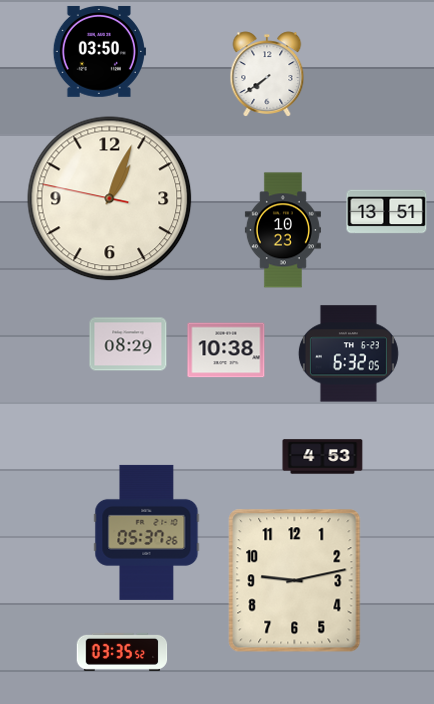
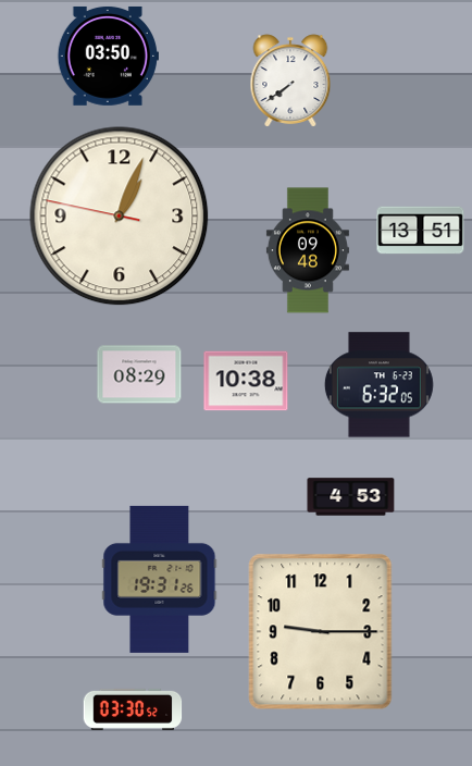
clock at (283, 230): 10:23 -> 09:48
clock at (147, 532): 05:37 -> 19:31
clock at (295, 581): 9:13 -> 9:15
clock at (122, 652): 03:35 -> 03:30
